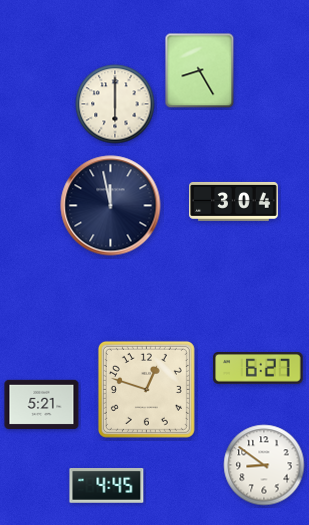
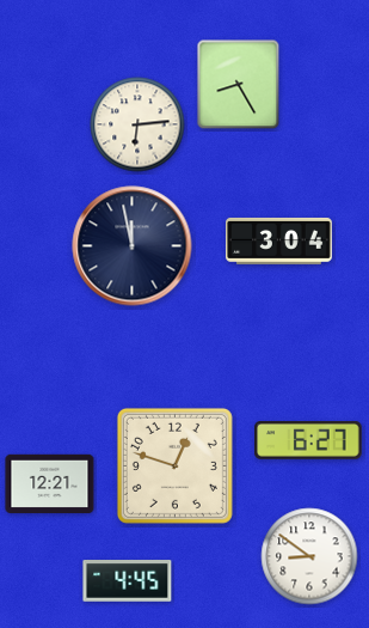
clock at (115, 104): 6:00 -> 6:14
clock at (42, 404): 5:21 -> 12:21
clock at (264, 465) position: (264, 465) -> (309, 556)
